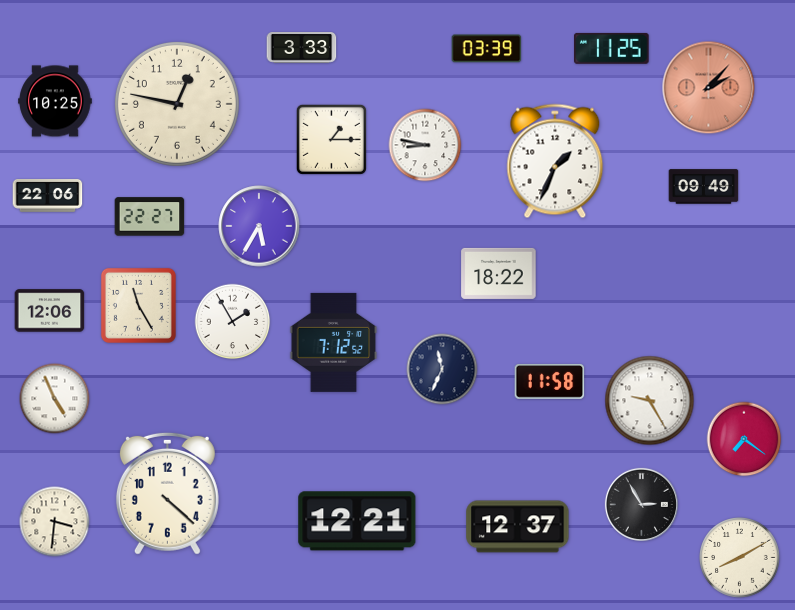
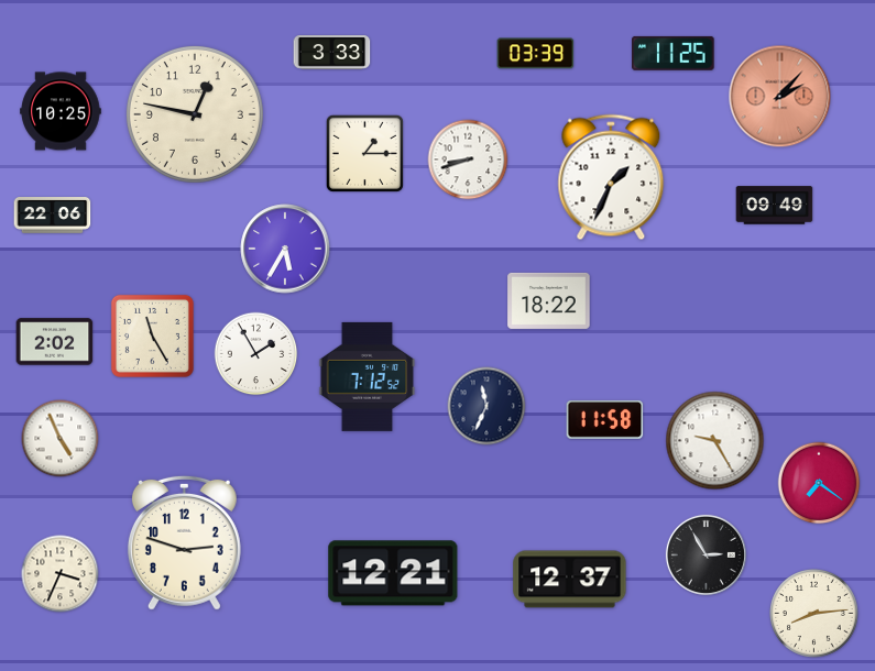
clock at (425, 145): 8:47 -> 8:42
clock at (150, 217): 22:27 -> none
clock at (50, 311): 12:06 -> 2:02
clock at (167, 493): 4:22 -> 2:48
clock at (55, 522): 3:31 -> 3:34
clock at (740, 558): 8:10 -> 8:14
